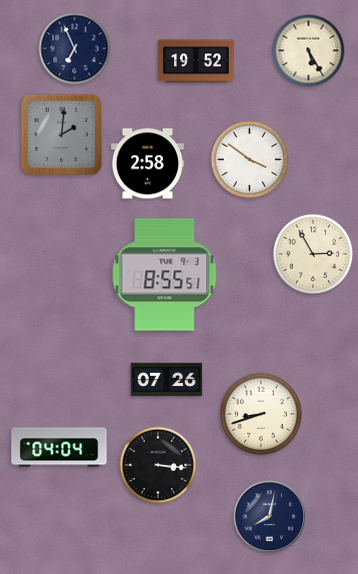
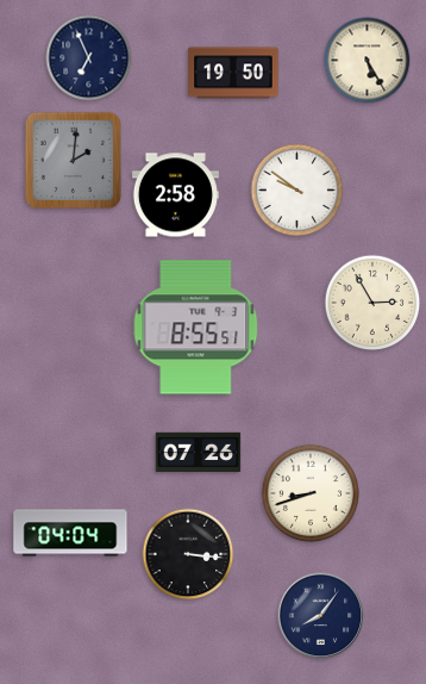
clock at (196, 61): 19:52 -> 19:50
clock at (250, 160): 3:51 -> 9:51
clock at (270, 517): 8:02 -> 8:06
